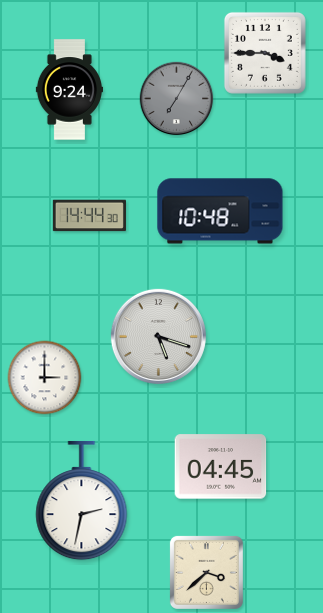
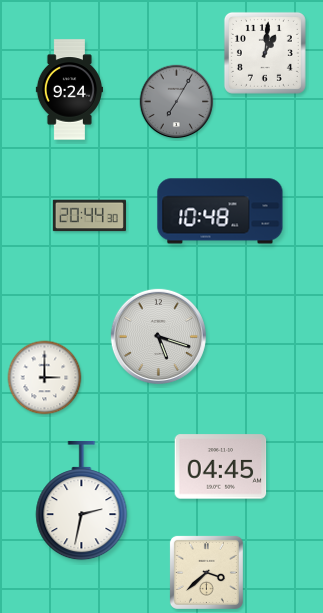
clock at (265, 53): 3:45 -> 1:01
clock at (177, 99) position: (177, 99) -> (177, 102)
clock at (89, 216): 14:44 -> 20:44
